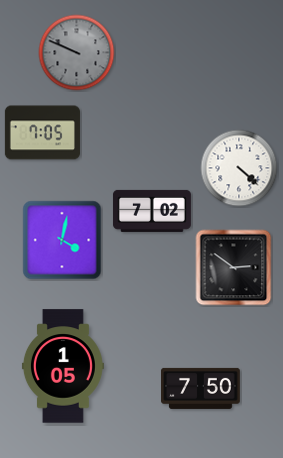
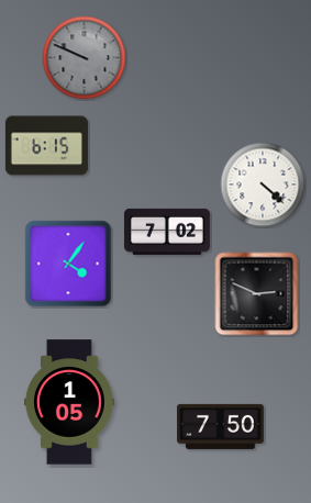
clock at (42, 133): 7:05 -> 6:15
clock at (62, 240): 4:02 -> 4:06
clock at (234, 268): 2:51 -> 2:49
